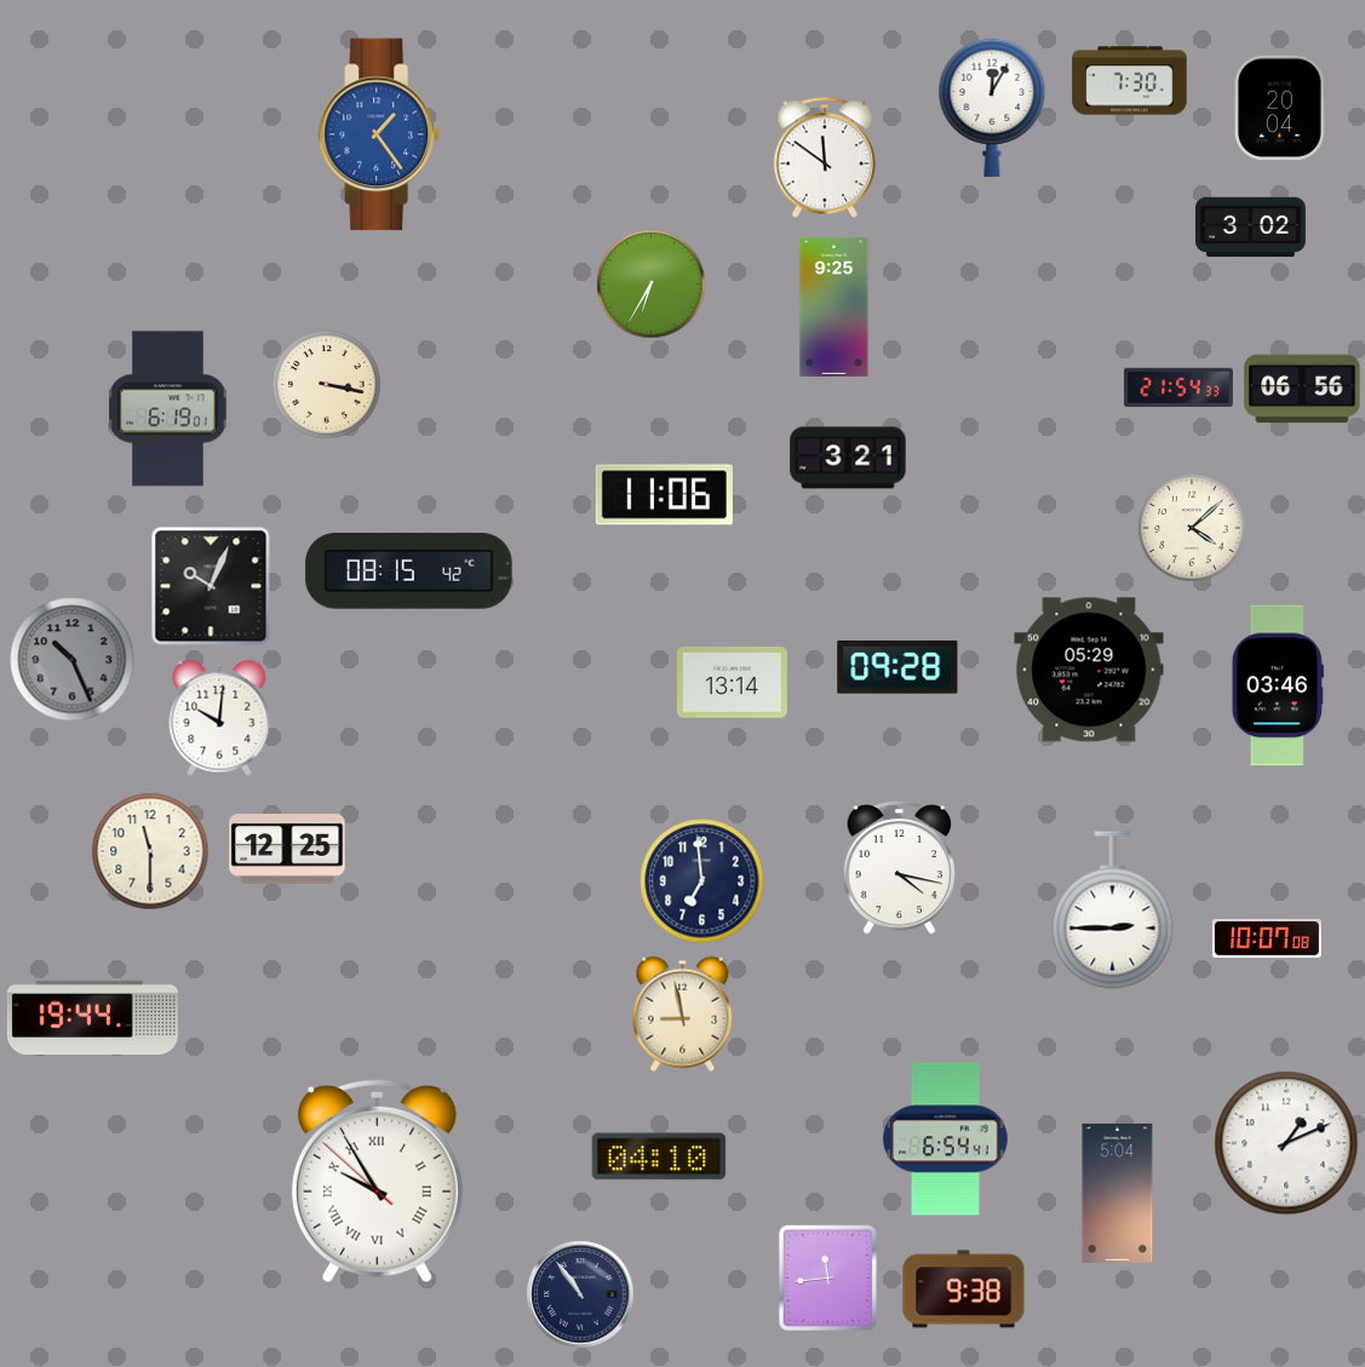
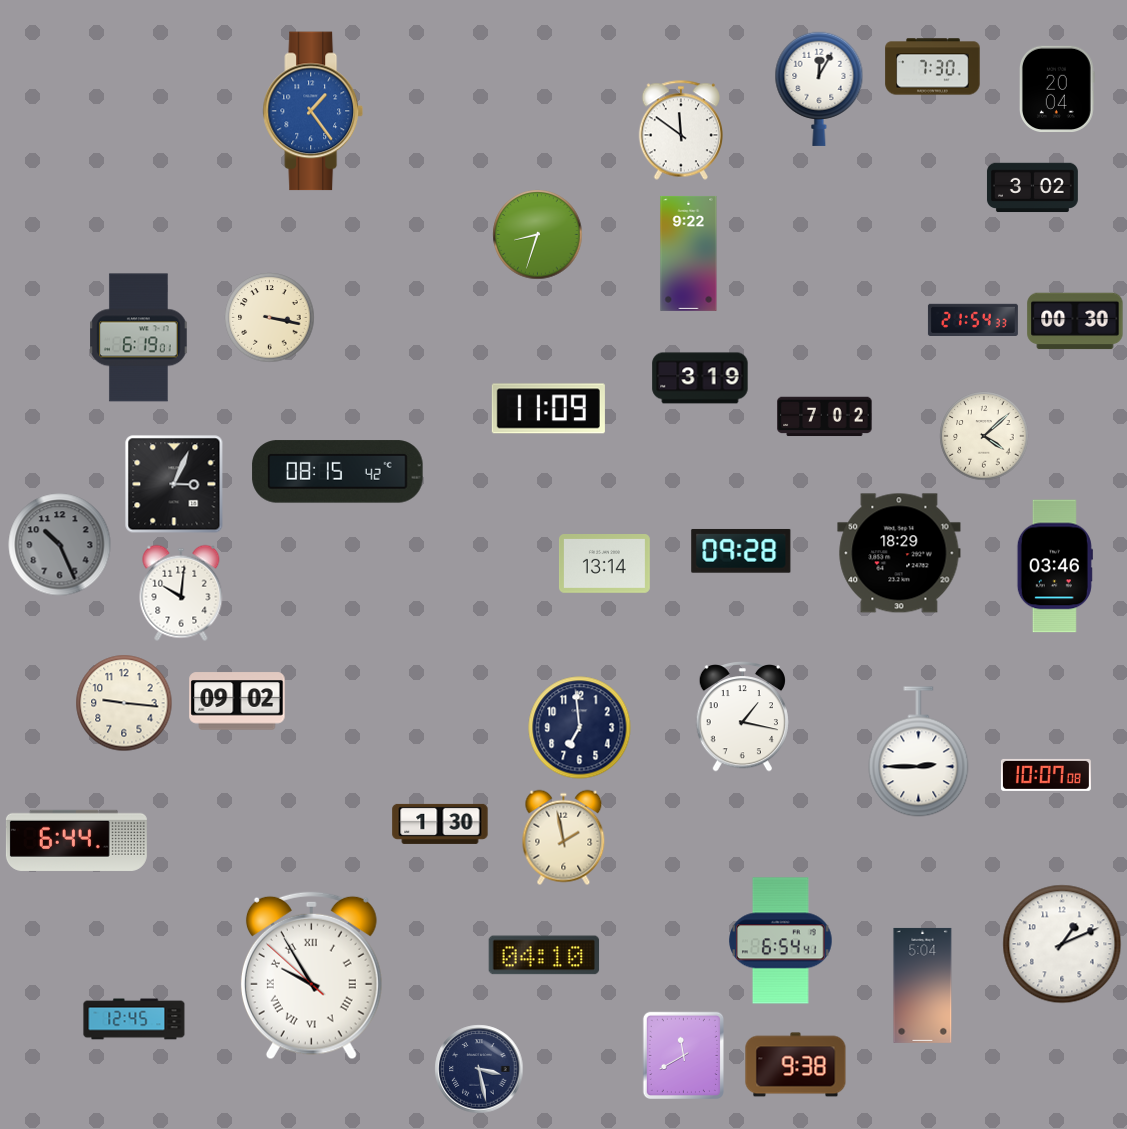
clock at (652, 285): 6:35 -> 8:33
clock at (835, 306): 9:25 -> 9:22
clock at (1302, 389): 06:56 -> 00:30
clock at (848, 458): 3:21 -> 3:19
clock at (664, 495): 11:06 -> 11:09
clock at (825, 417): none -> 7:02
clock at (211, 586): 10:04 -> 3:04
clock at (1089, 670): 05:29 -> 18:29
clock at (287, 849): 12:25 -> 09:02
clock at (150, 851): 11:30 -> 9:16
clock at (899, 868): 4:17 -> 1:17
clock at (440, 824): none -> 1:30
clock at (683, 1015): 8:58 -> 1:58
clock at (92, 1017): 19:44 -> 6:44
clock at (134, 1019): none -> 12:45
clock at (827, 1277): 11:44 -> 11:40
clock at (580, 1294): 10:54 -> 3:28
